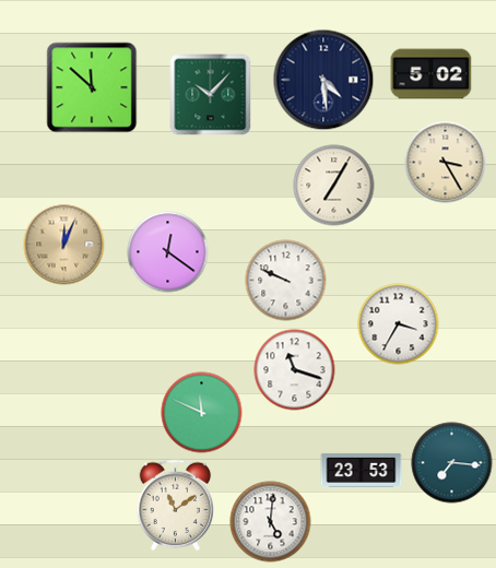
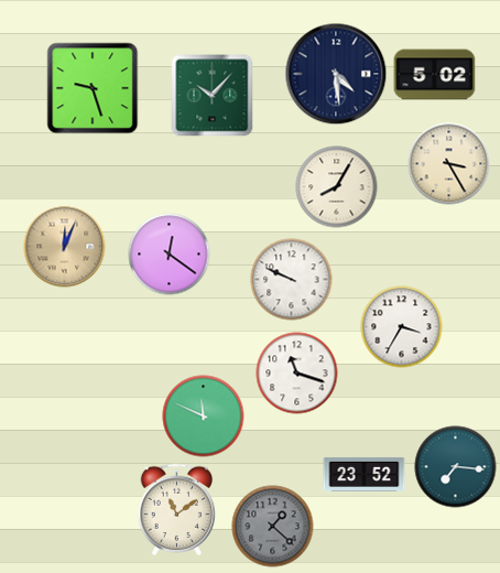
clock at (323, 80) position: (323, 80) -> (336, 74)
clock at (92, 87): 11:52 -> 9:27
clock at (334, 186): 7:05 -> 8:05
clock at (286, 281) position: (286, 281) -> (292, 280)
clock at (362, 470): 23:53 -> 23:52
clock at (271, 522): 5:01 -> 1:22
clock at (271, 522) dial: white -> grey
